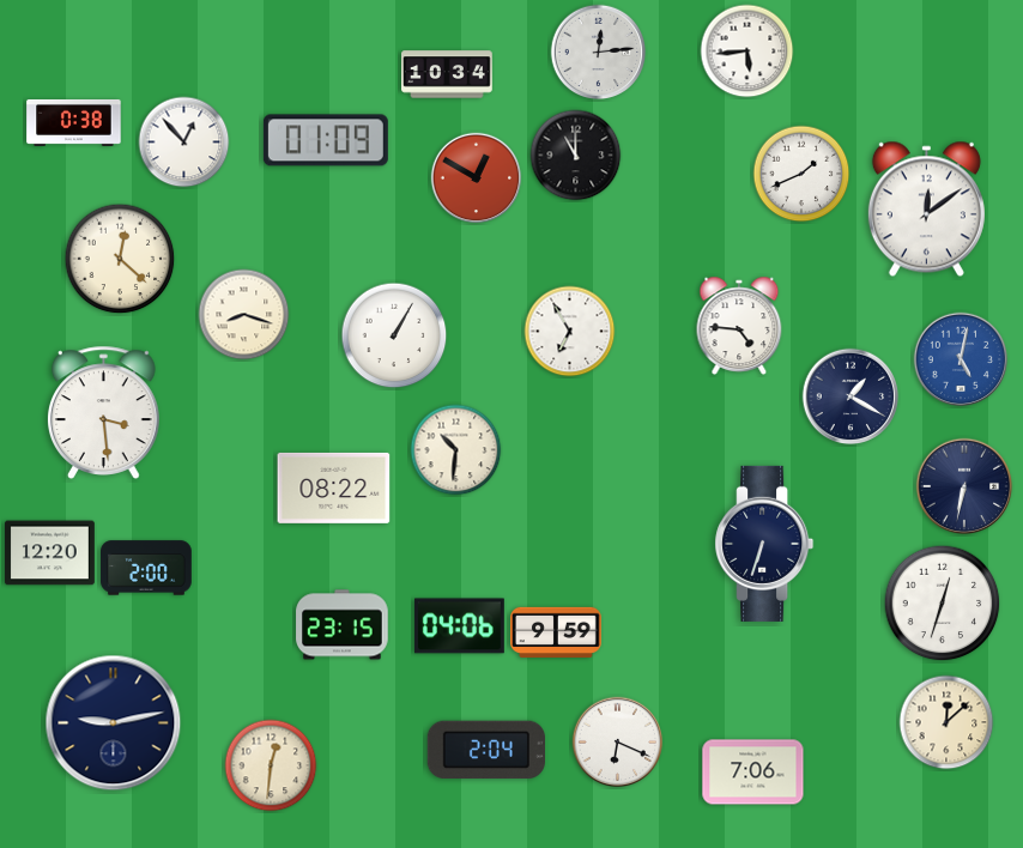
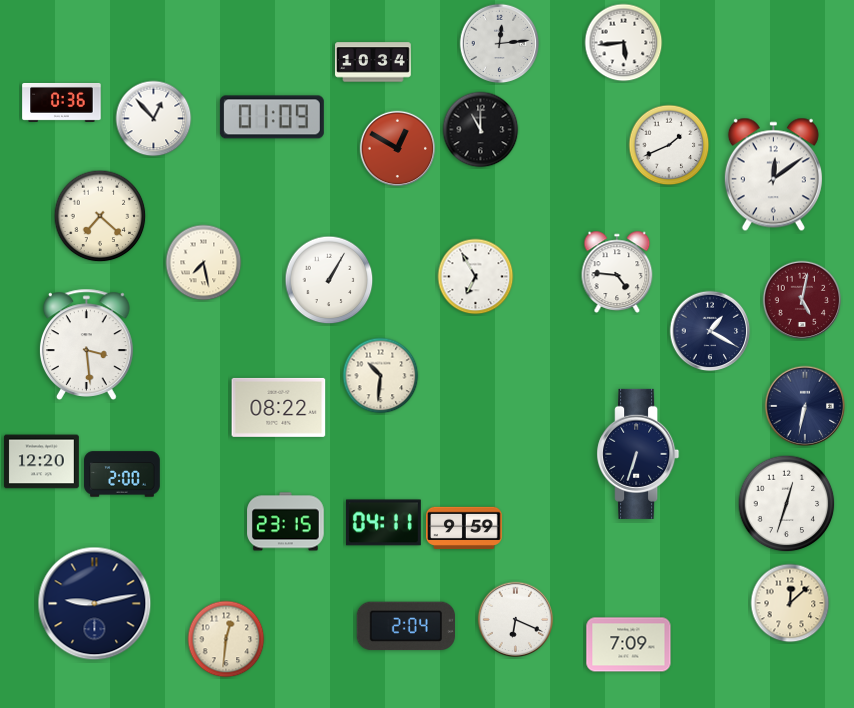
clock at (74, 122): 0:38 -> 0:36
clock at (120, 259): 12:22 -> 7:22
clock at (244, 315): 8:18 -> 7:28
clock at (961, 359) dial: blue -> burgundy
clock at (459, 626): 04:06 -> 04:11
clock at (753, 773): 7:06 -> 7:09
